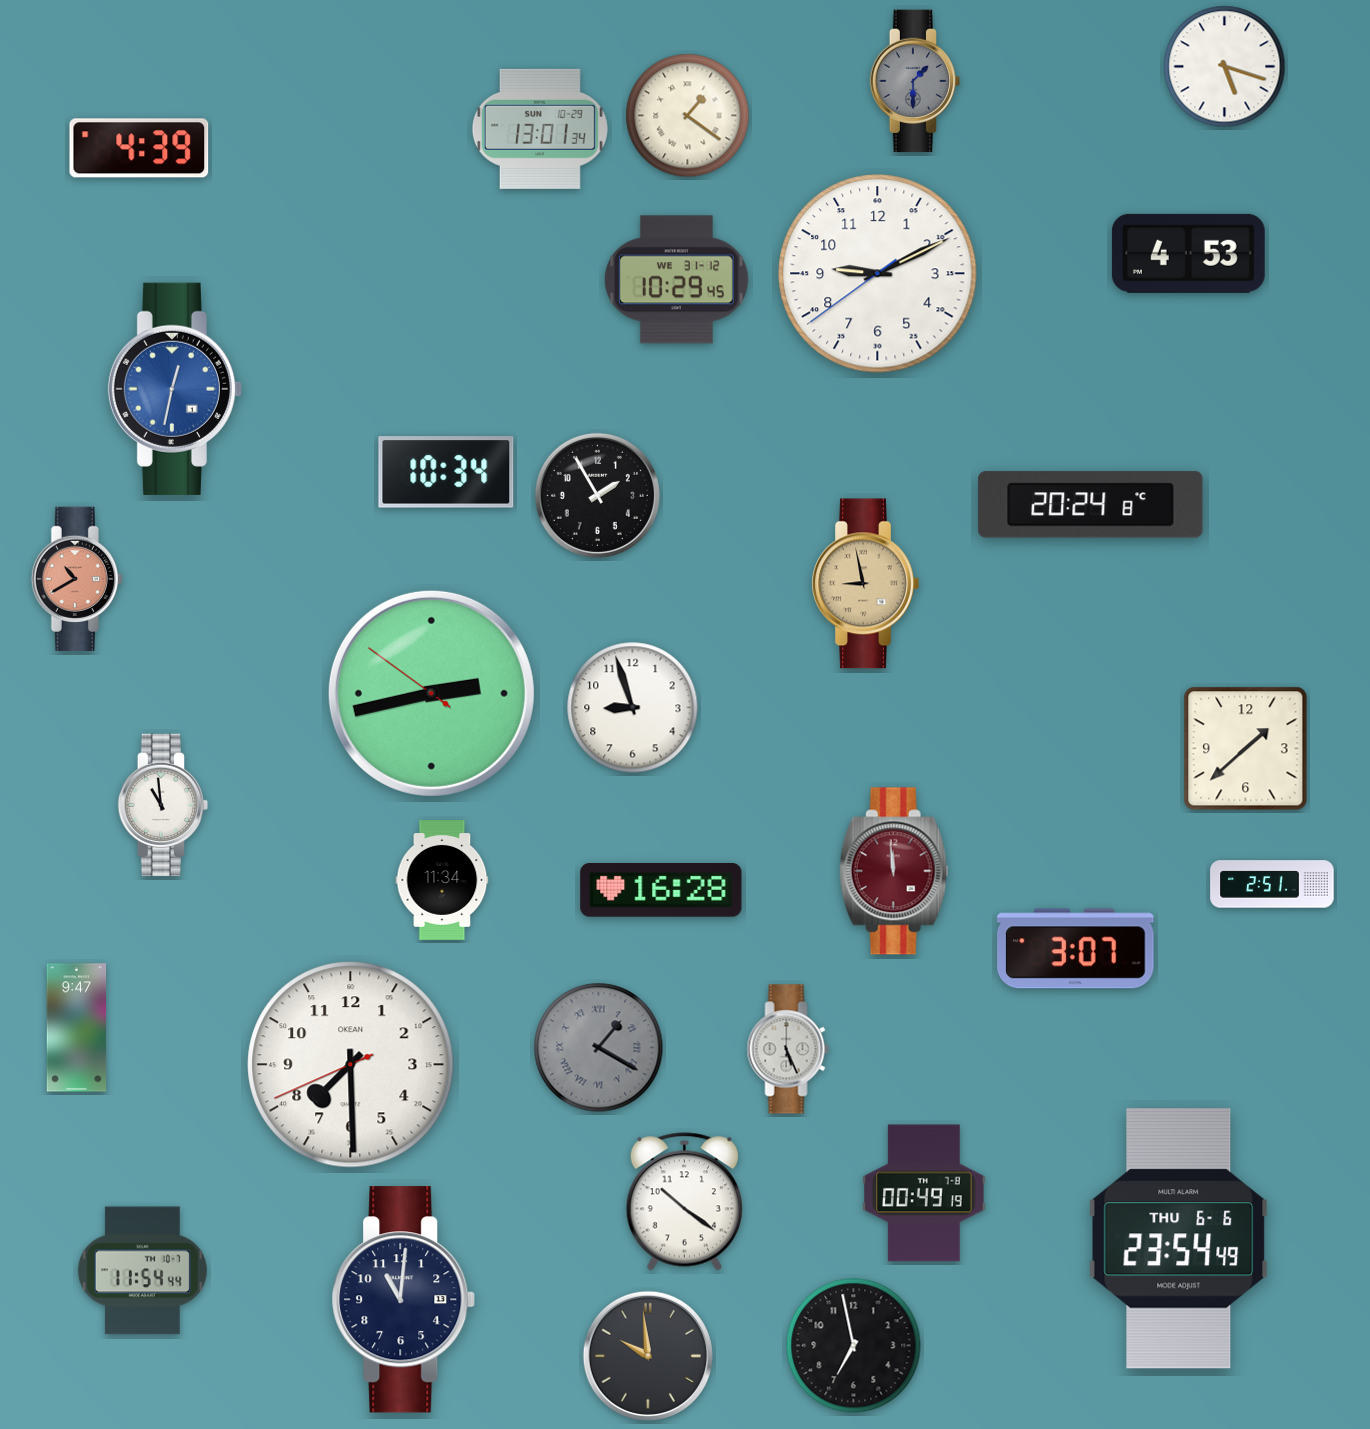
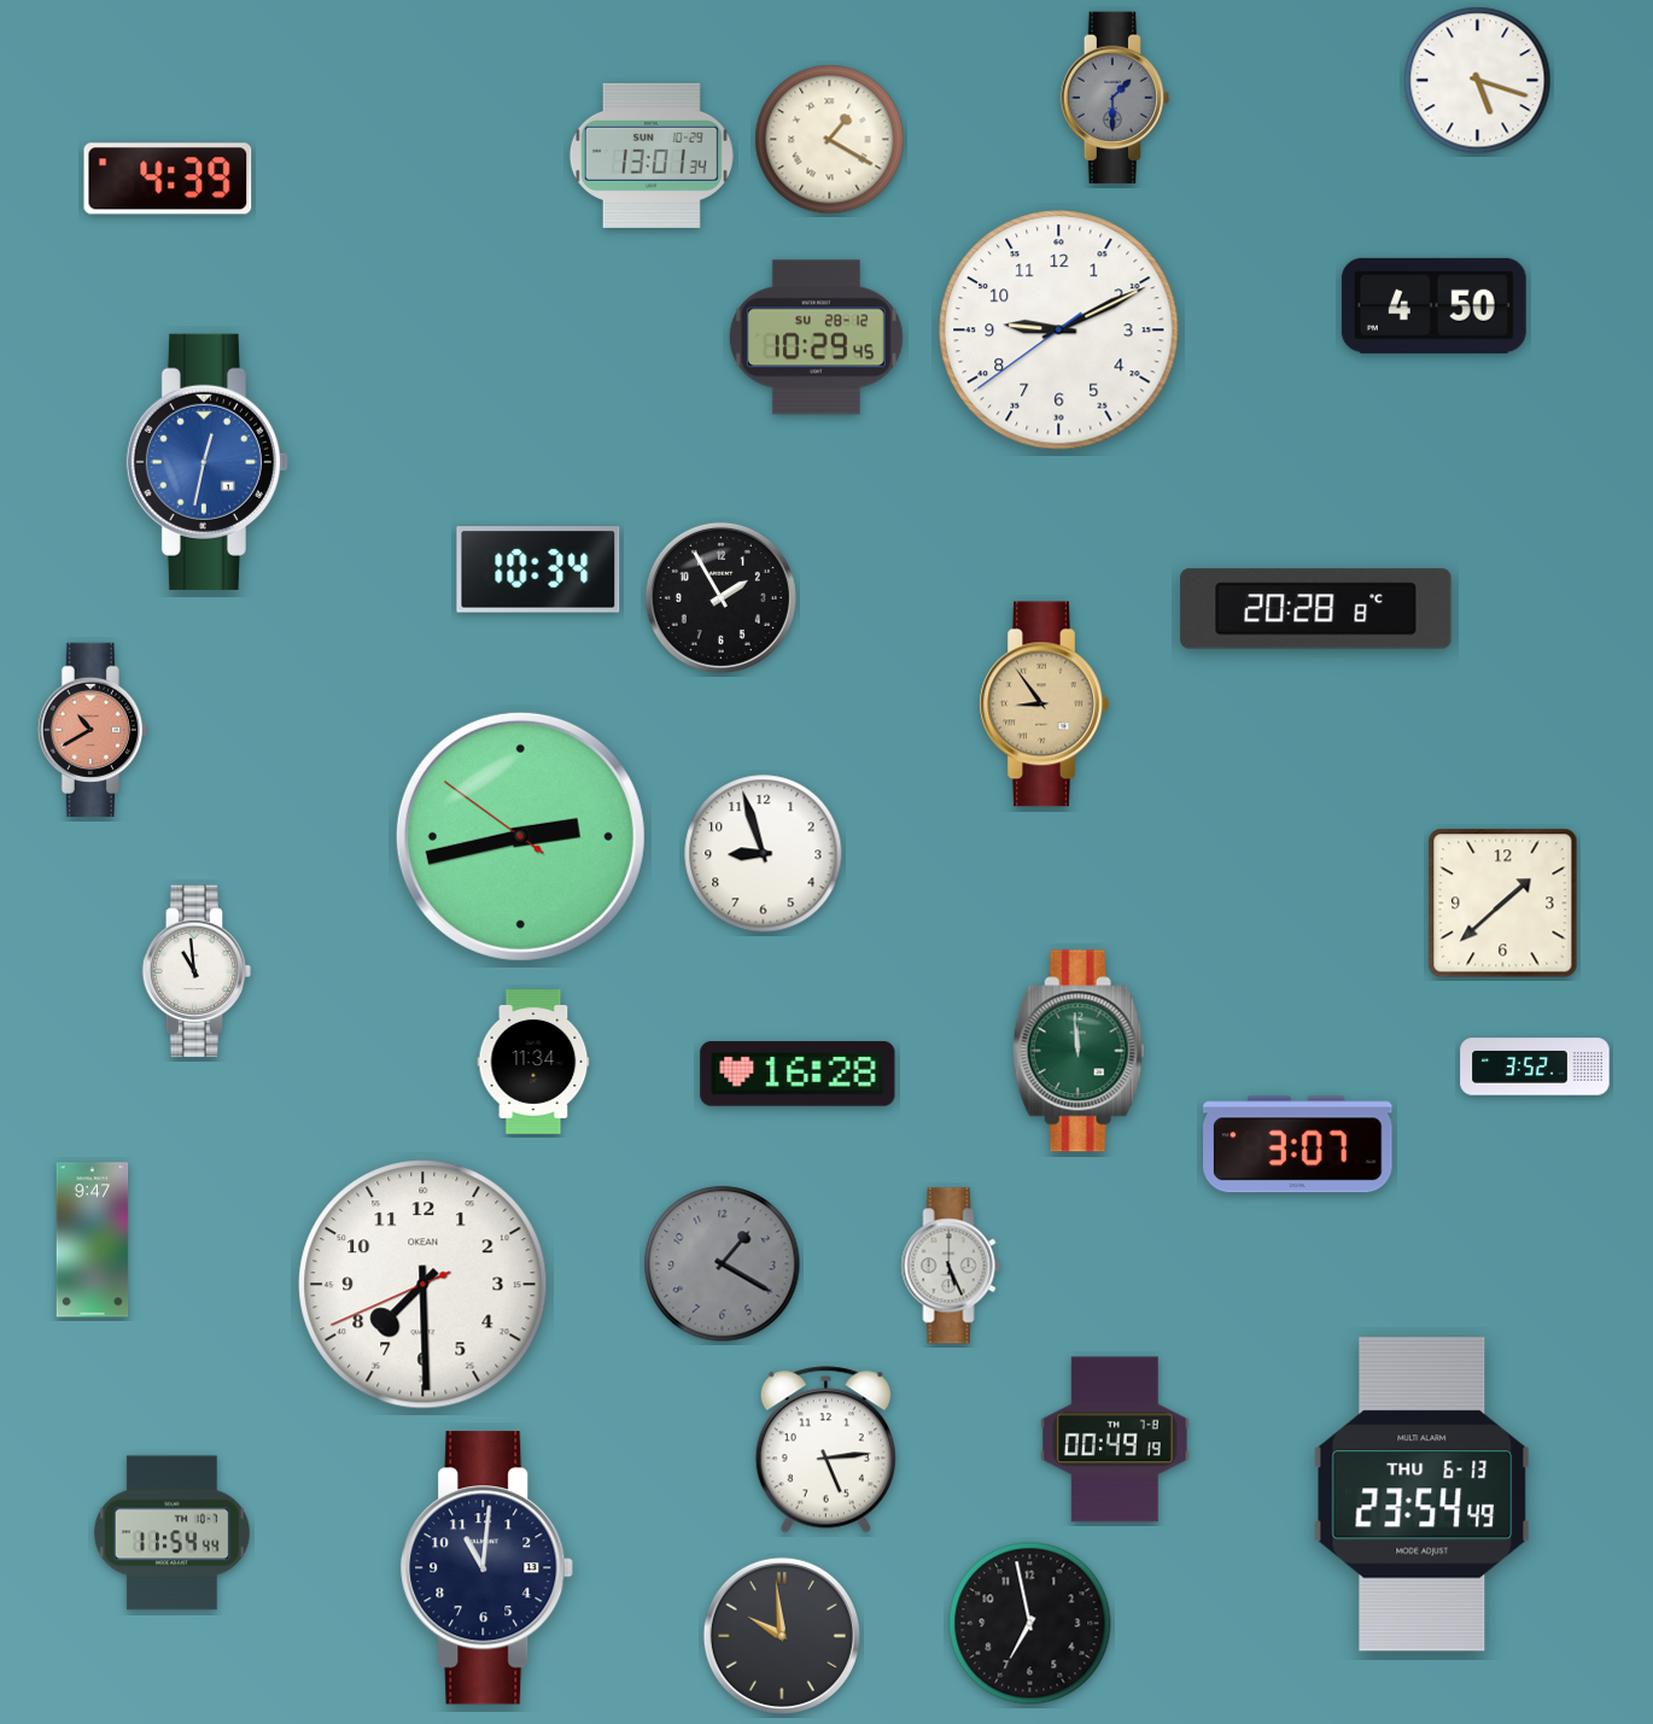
clock at (915, 81) position: (915, 81) -> (1115, 98)
clock at (688, 116): 1:21 -> 1:20
clock at (1188, 253): 4:53 -> 4:50
clock at (676, 280) date: WE 31-12 -> SU 28-12
clock at (175, 389) position: (175, 389) -> (208, 462)
clock at (1091, 505): 20:24 -> 20:28
clock at (76, 578) position: (76, 578) -> (92, 729)
clock at (865, 584): 8:58 -> 8:54
clock at (894, 871) dial: burgundy -> green
clock at (1272, 884): 2:51 -> 3:52
clock at (599, 1048) numerals: Roman -> Arabic
clock at (684, 1202): 10:21 -> 5:14
clock at (1179, 1239) date: THU 6-6 -> THU 6-13
